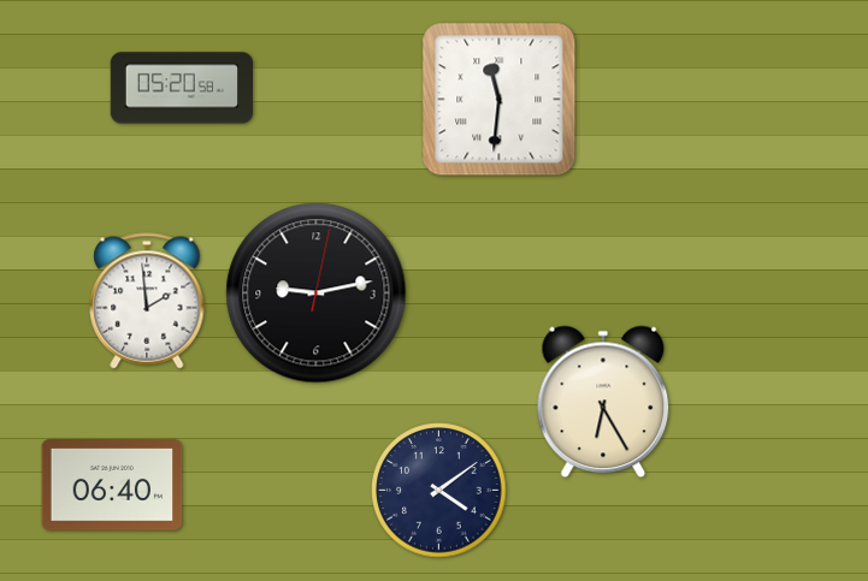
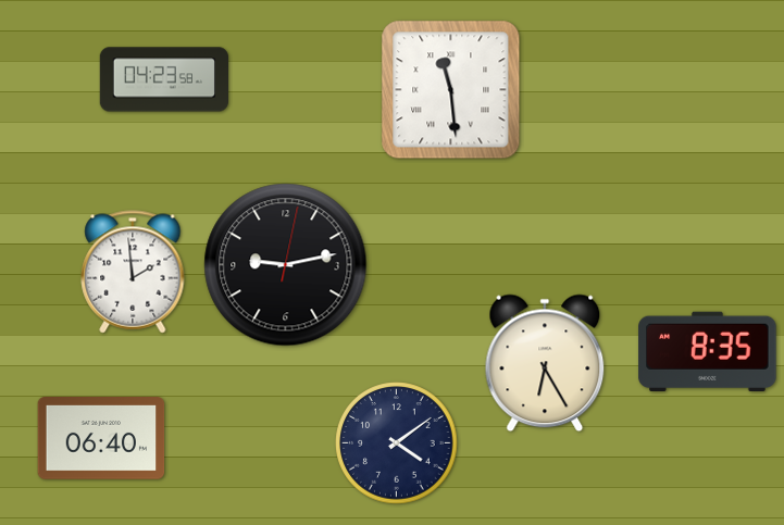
clock at (181, 88): 05:20 -> 04:23
clock at (500, 100): 11:31 -> 11:29
clock at (708, 351): none -> 8:35
